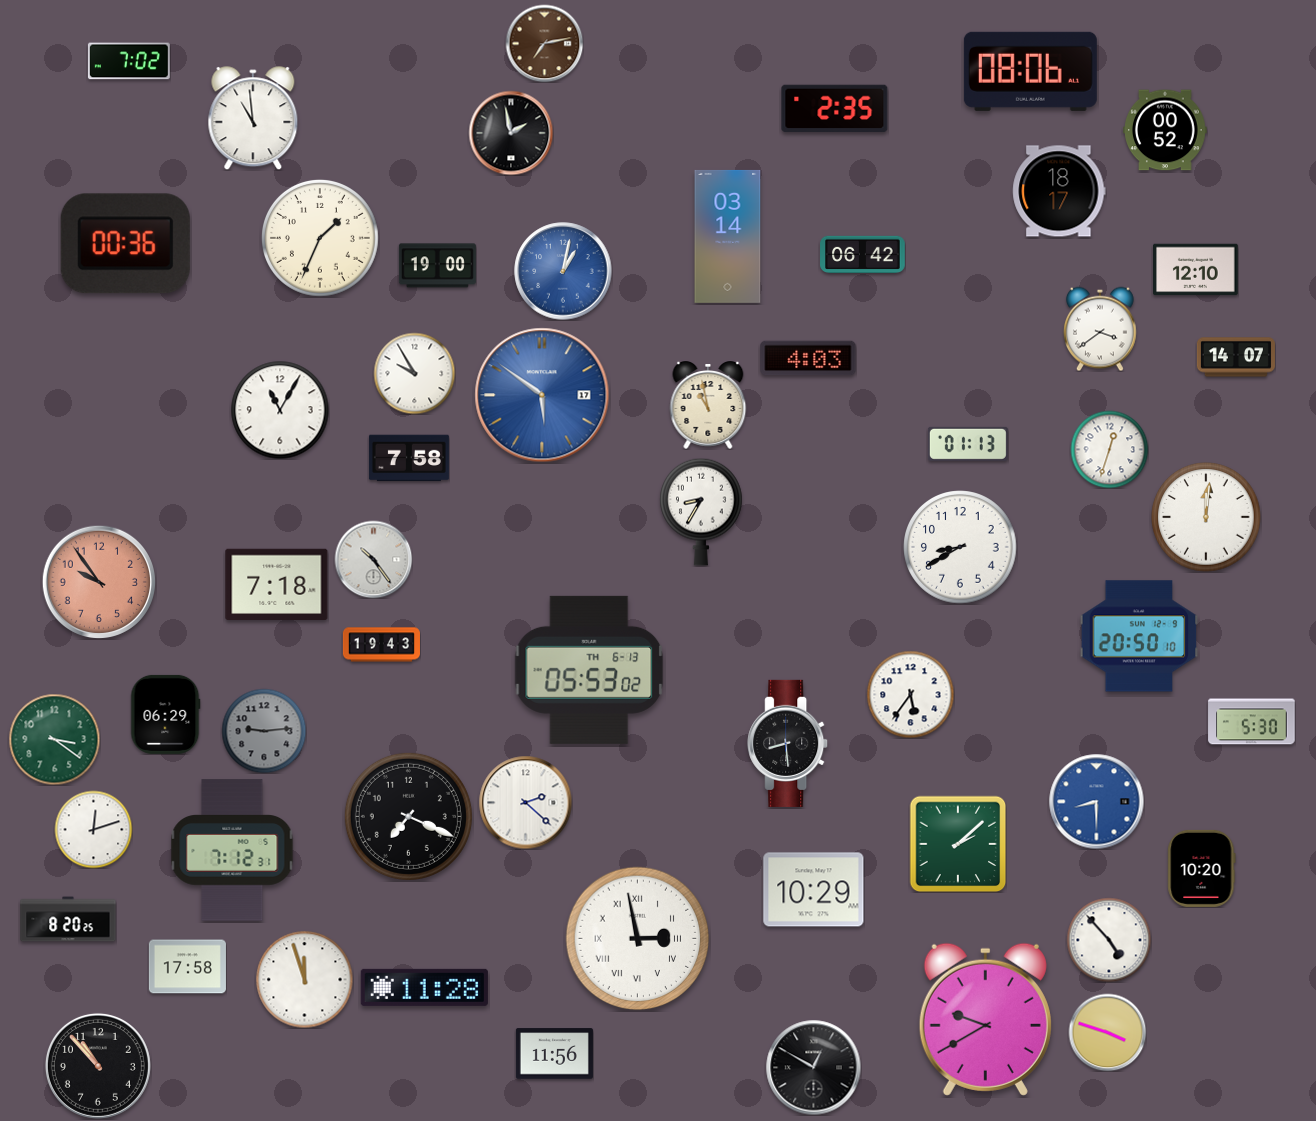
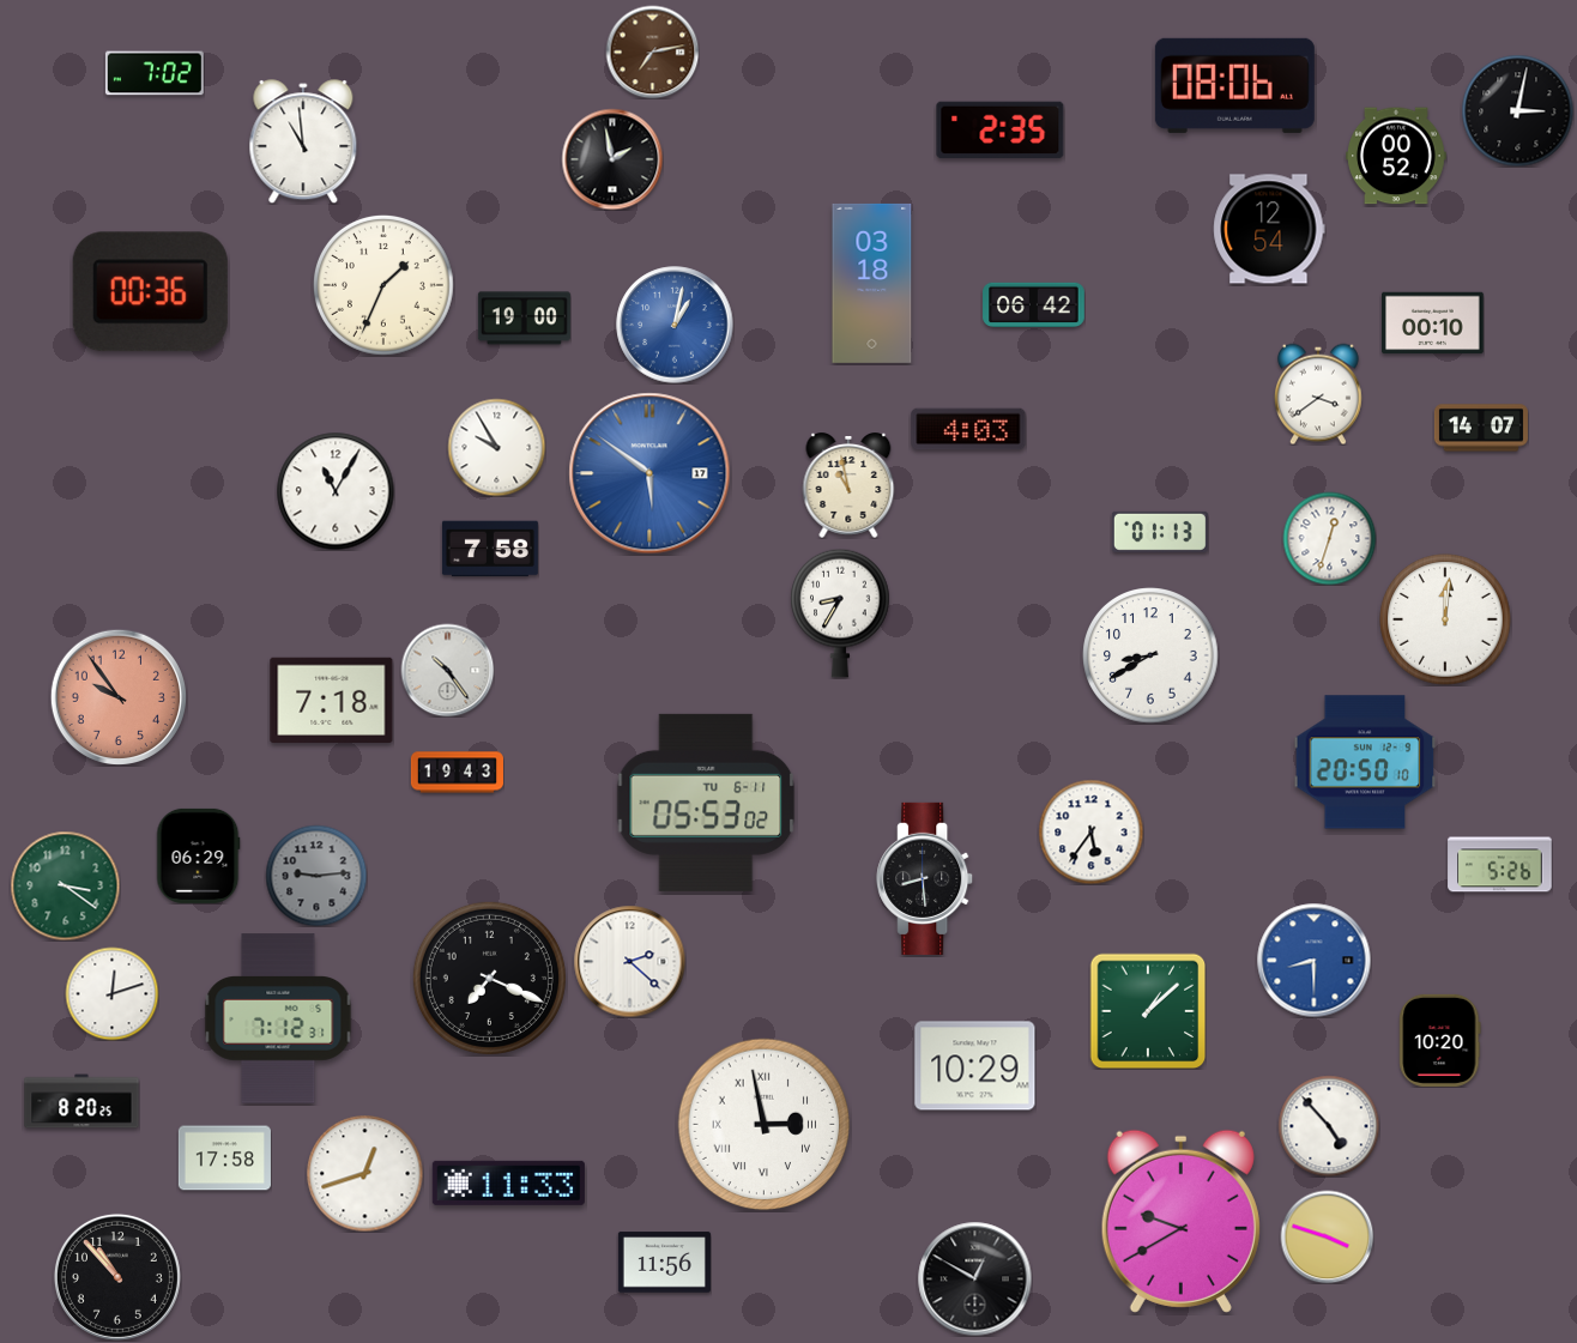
clock at (1517, 110): none -> 3:02
clock at (1059, 191): 18:17 -> 12:54
clock at (728, 236): 03:14 -> 03:18
clock at (1196, 270): 12:10 -> 00:10
clock at (589, 670) date: TH 6-13 -> TU 6-11
clock at (1252, 722): 5:30 -> 5:26
clock at (788, 743) position: (788, 743) -> (925, 878)
clock at (958, 844): 2:08 -> 1:08
clock at (304, 979): 11:57 -> 12:42
clock at (424, 987): 11:28 -> 11:33
